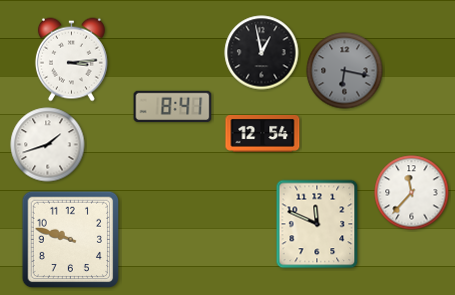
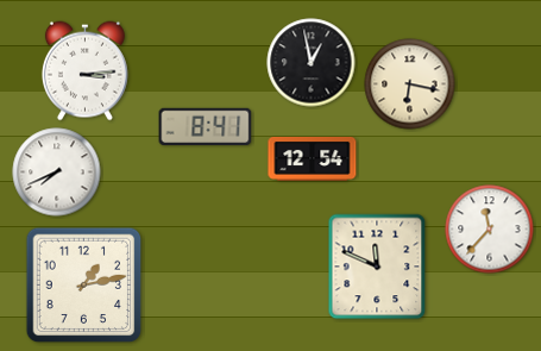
clock at (345, 71) dial: grey -> cream
clock at (48, 145): 1:42 -> 7:41
clock at (71, 240): 9:48 -> 1:13
